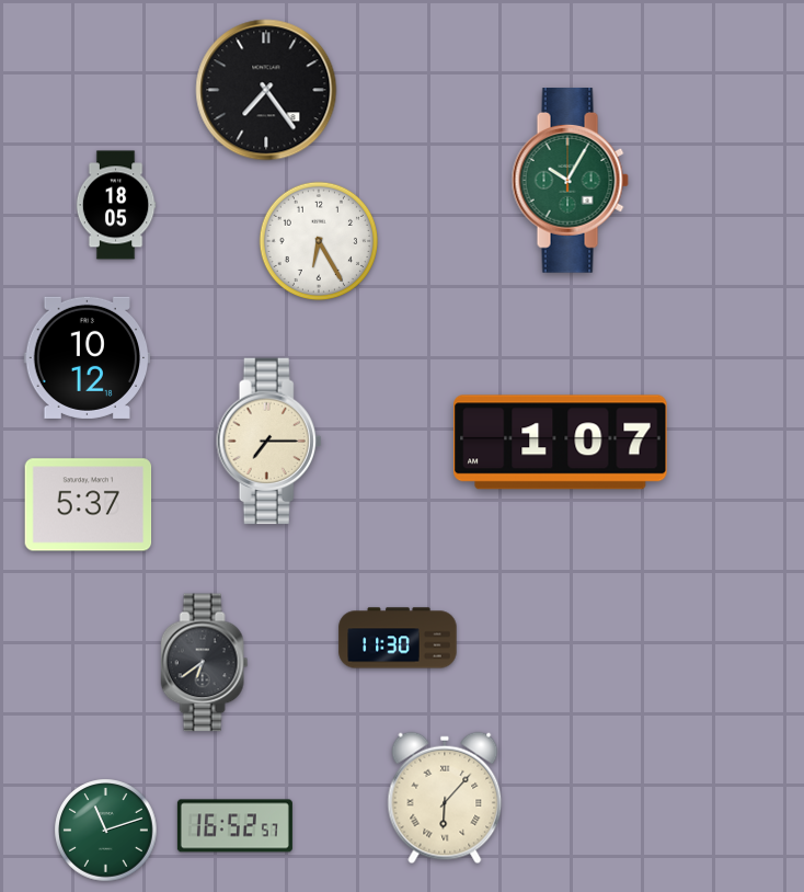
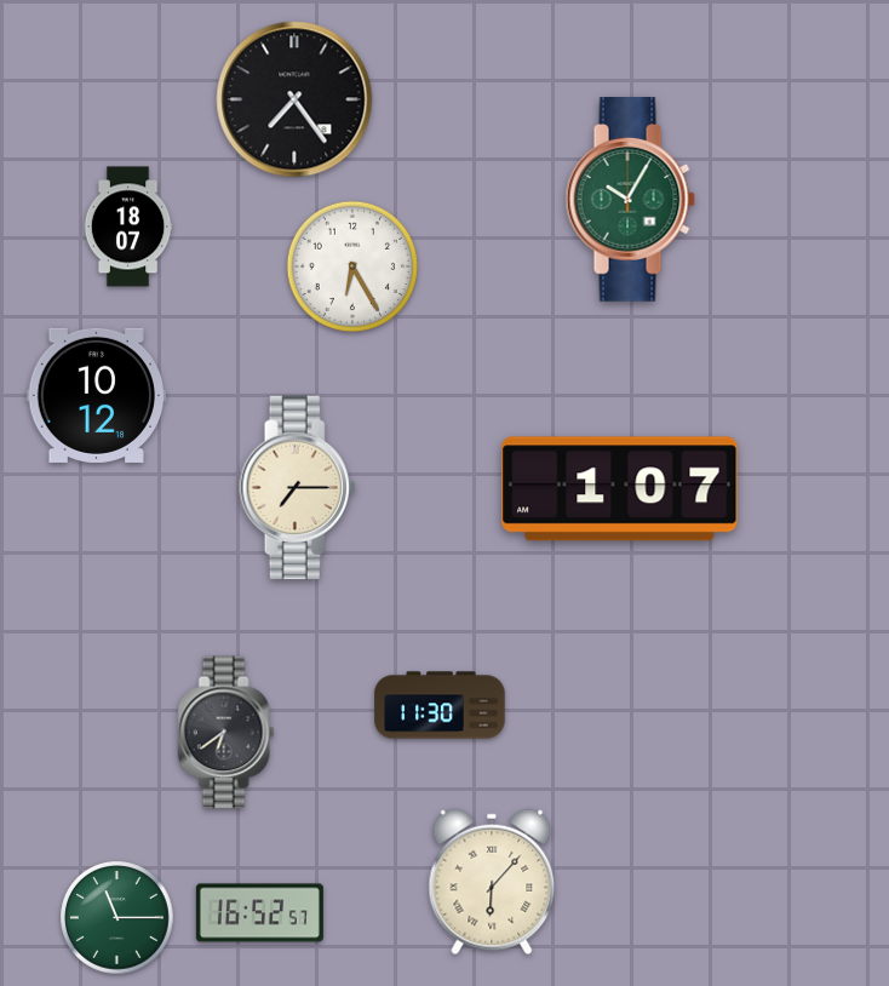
clock at (116, 205): 18:05 -> 18:07
clock at (89, 505): 5:37 -> none
clock at (106, 831): 11:12 -> 11:15
